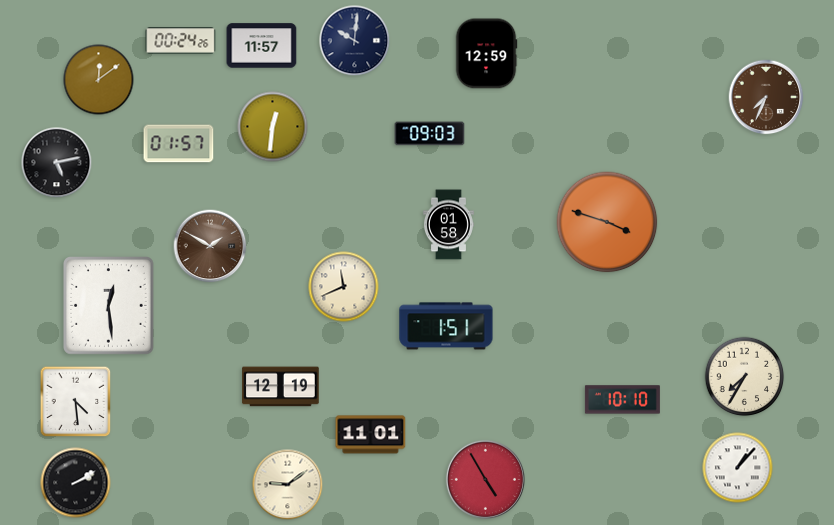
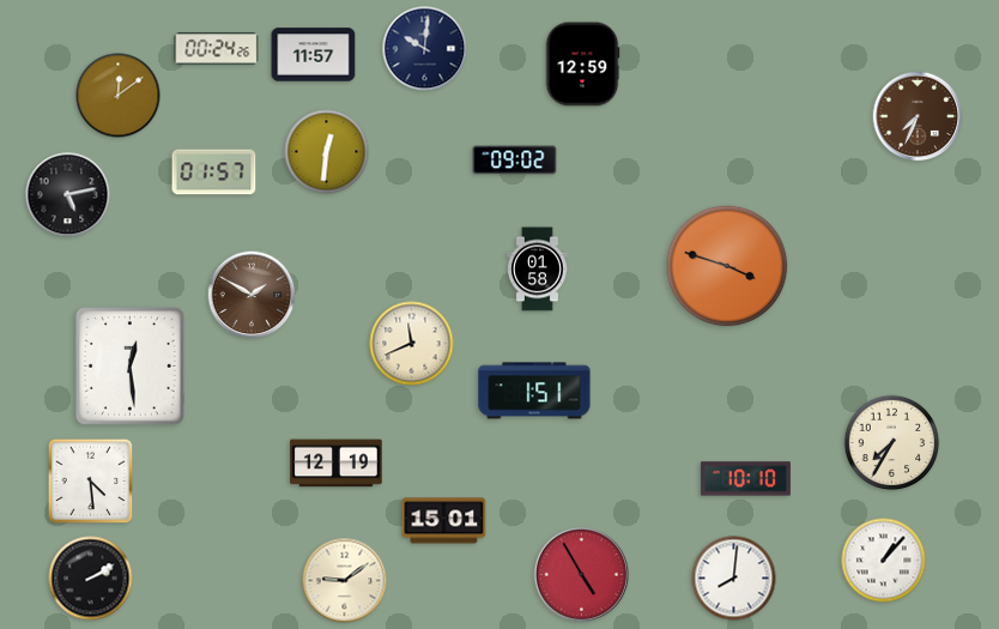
clock at (430, 134): 09:03 -> 09:02
clock at (745, 377) position: (745, 377) -> (892, 443)
clock at (371, 435): 11:01 -> 15:01
clock at (734, 579): none -> 8:01
